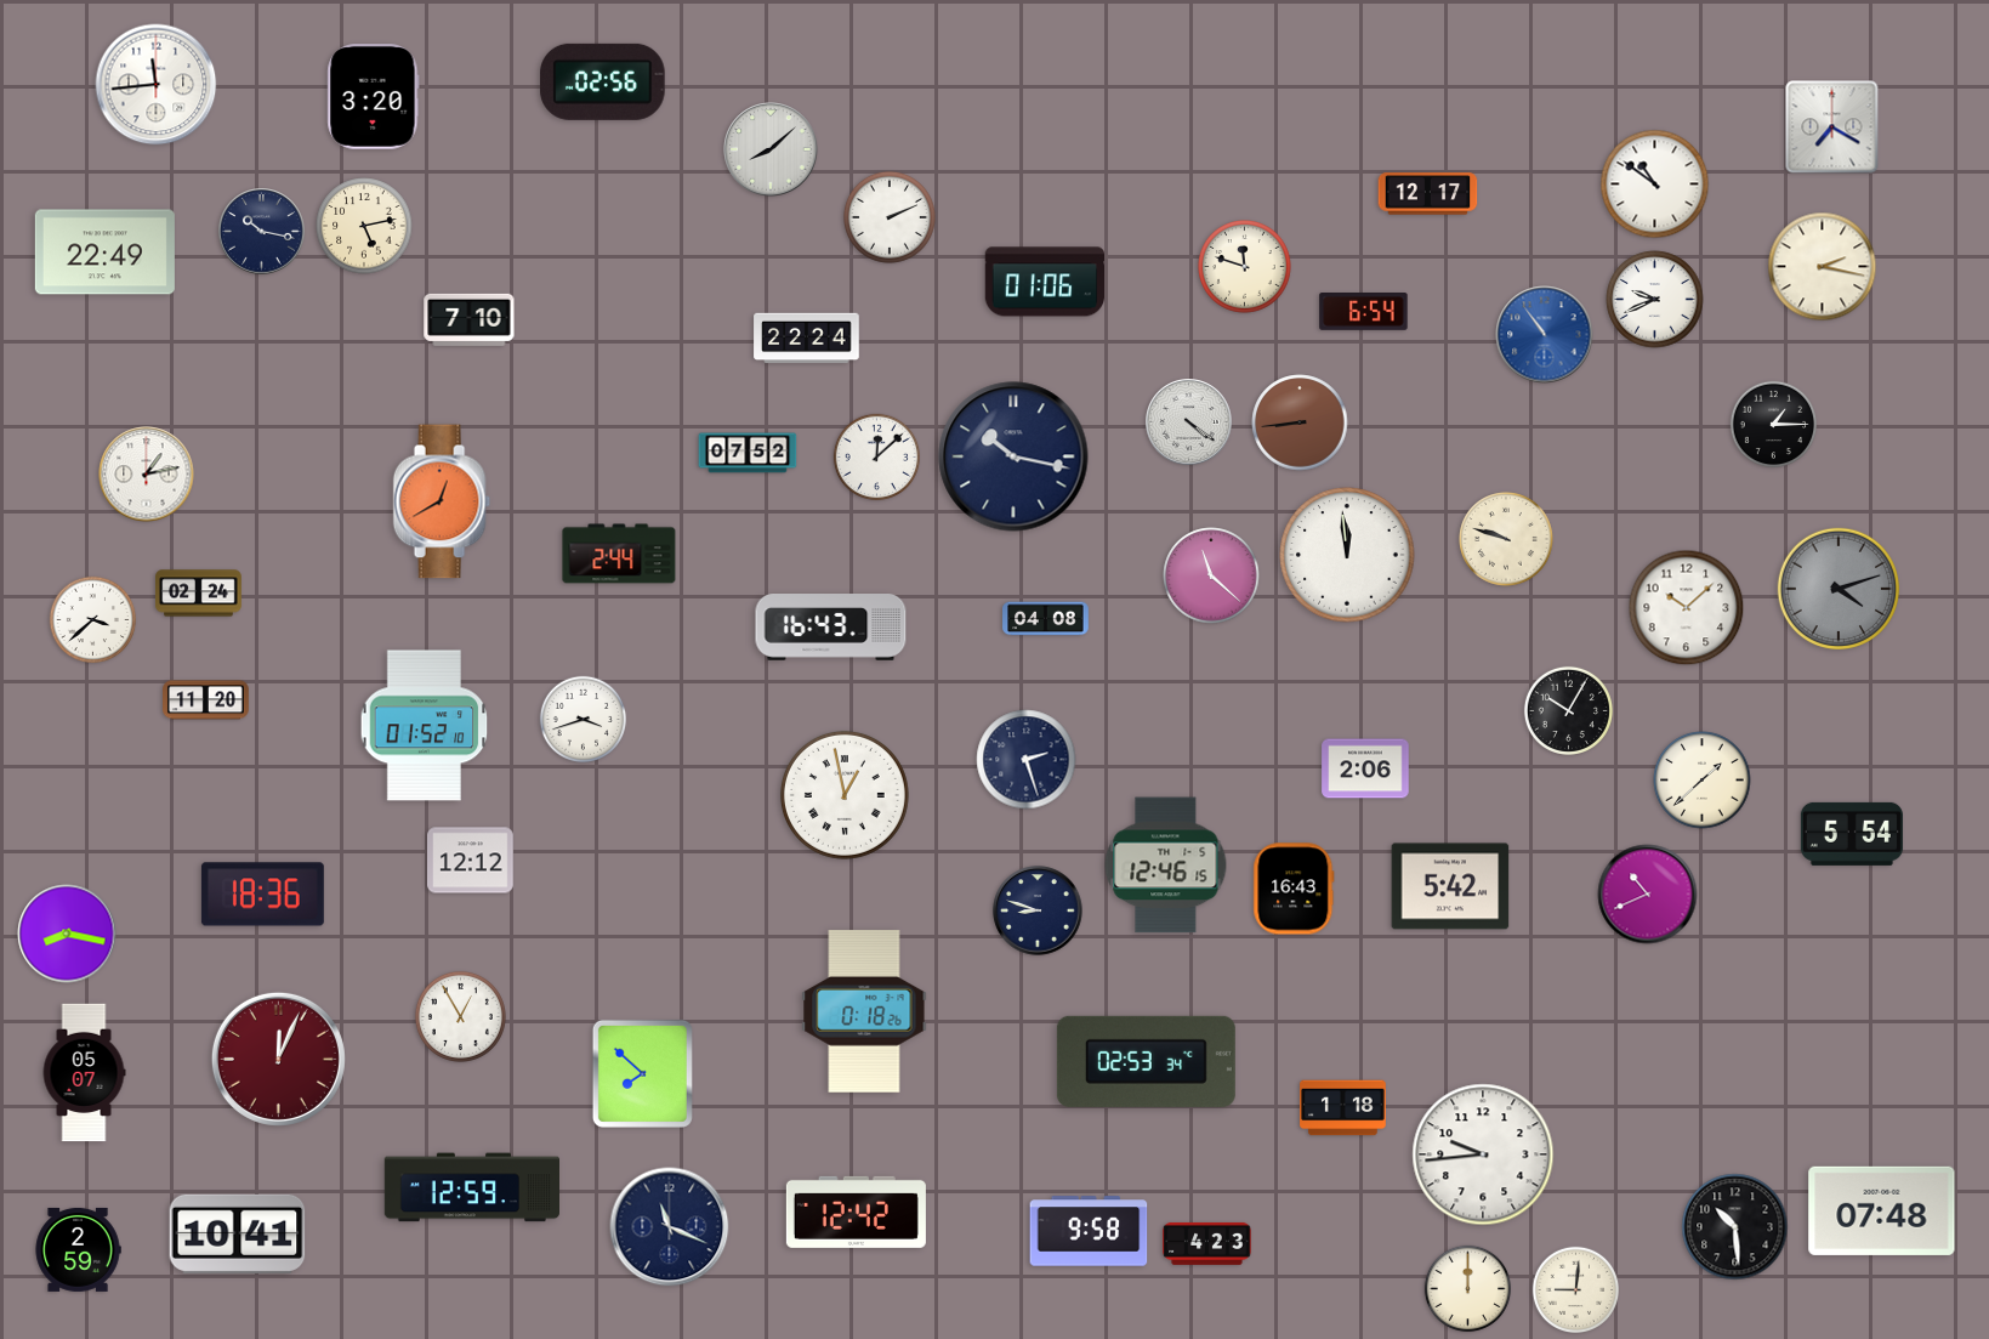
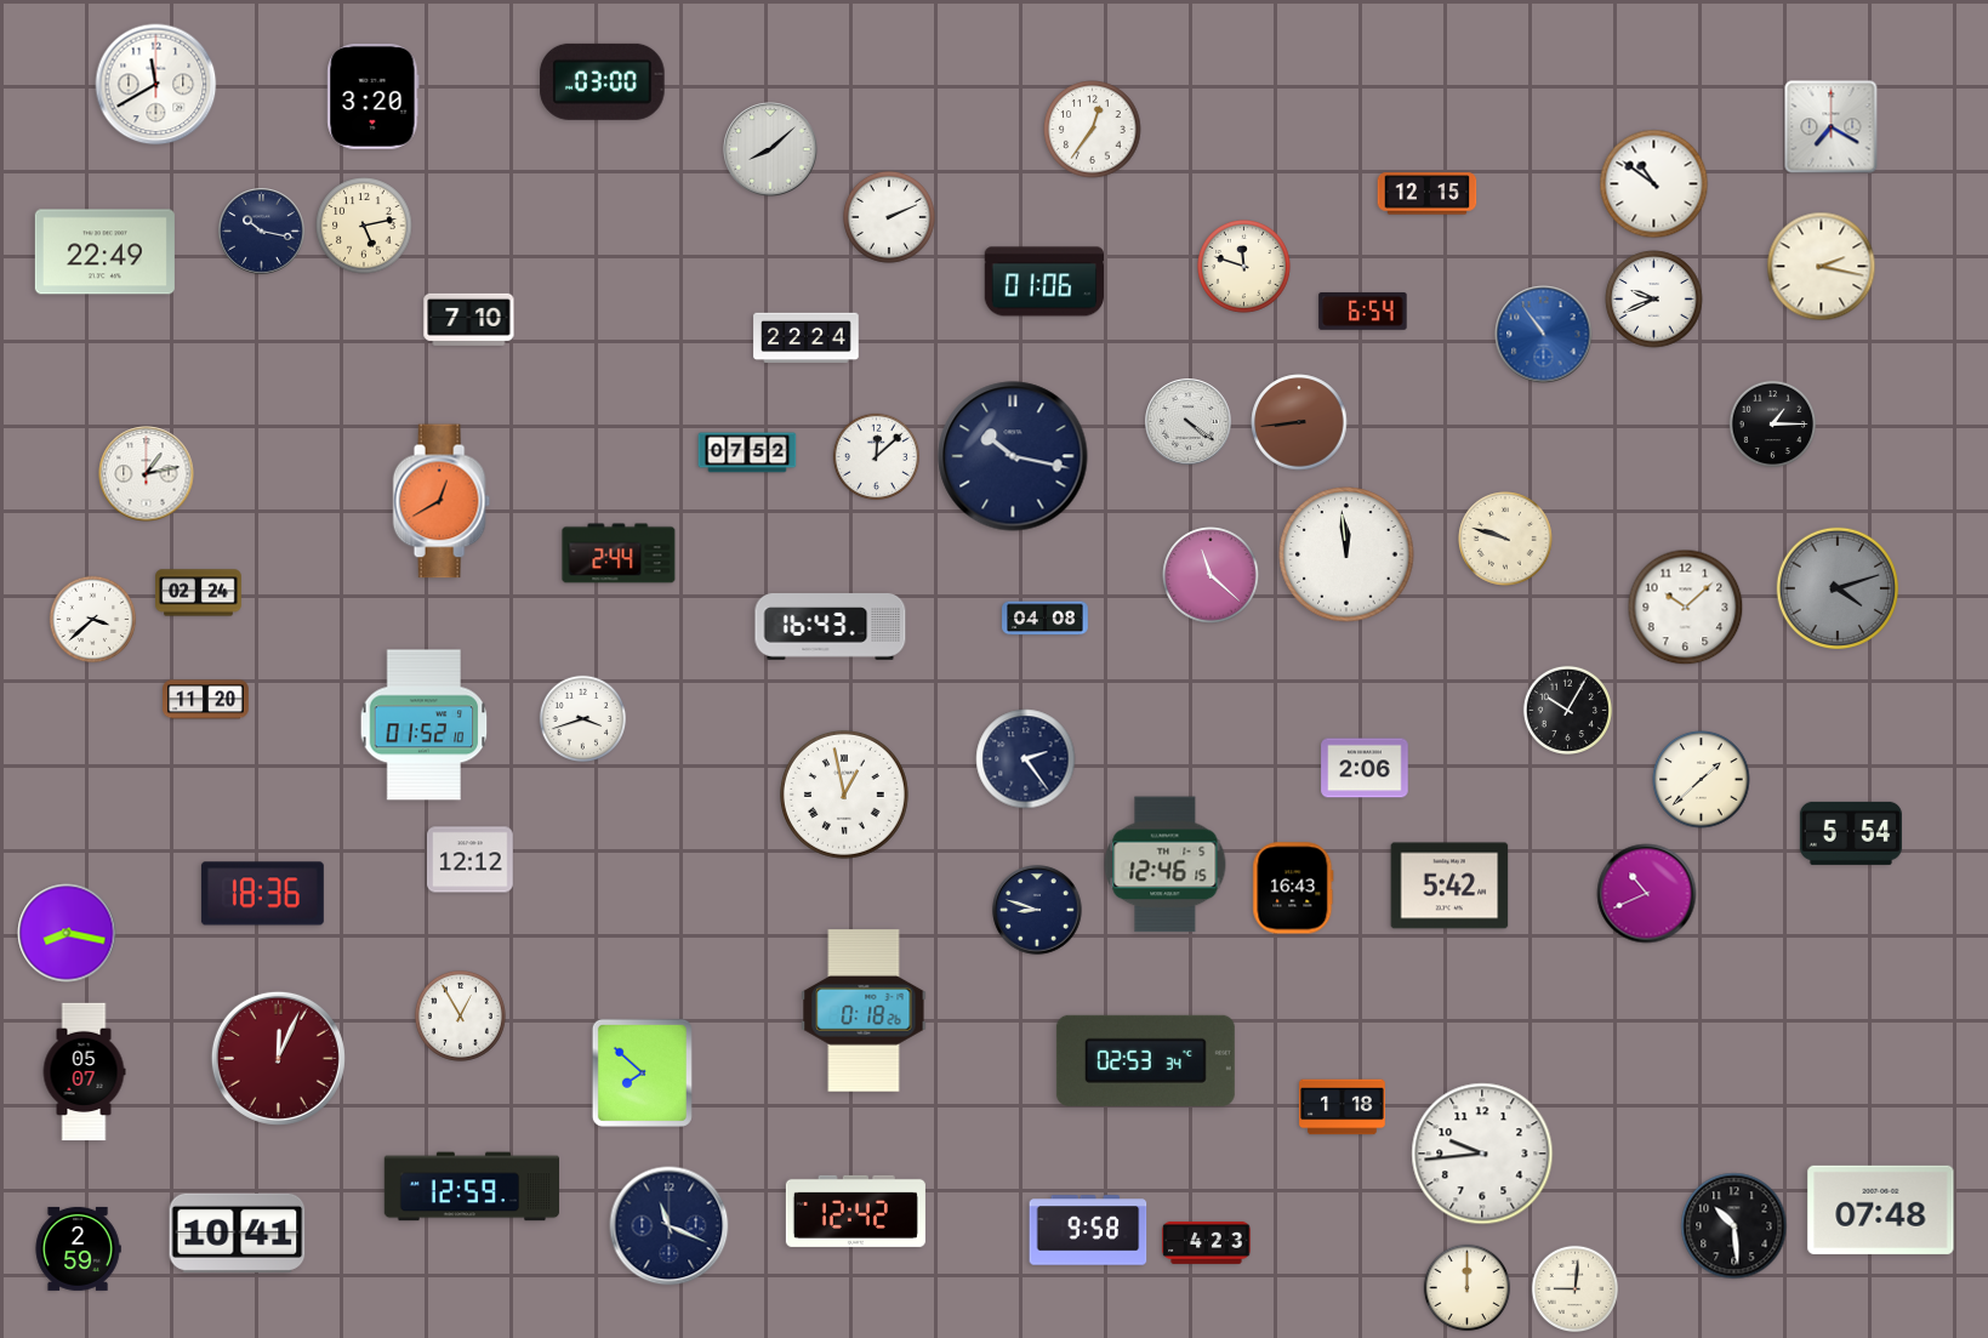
clock at (603, 81): 02:56 -> 03:00
clock at (157, 85): 11:44 -> 11:40
clock at (1093, 130): none -> 12:36
clock at (1428, 194): 12:17 -> 12:15
clock at (1027, 760): 2:27 -> 2:24
